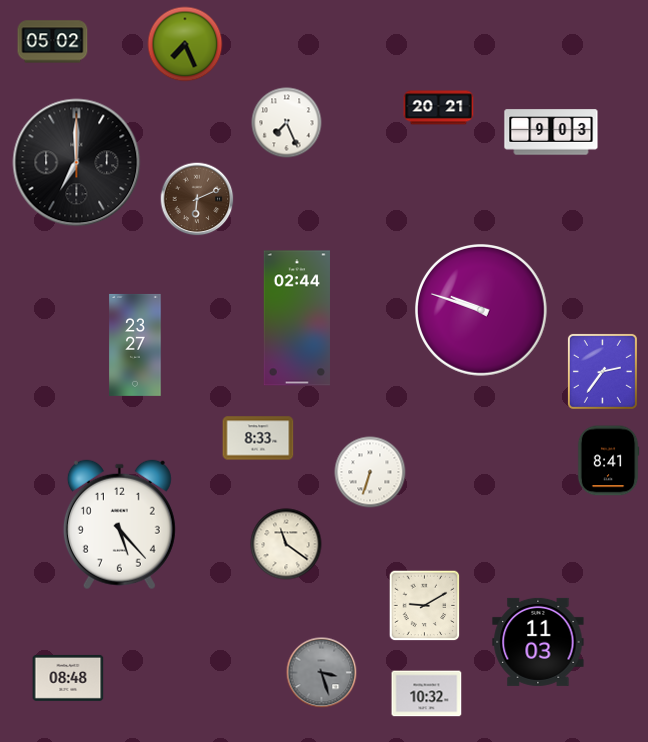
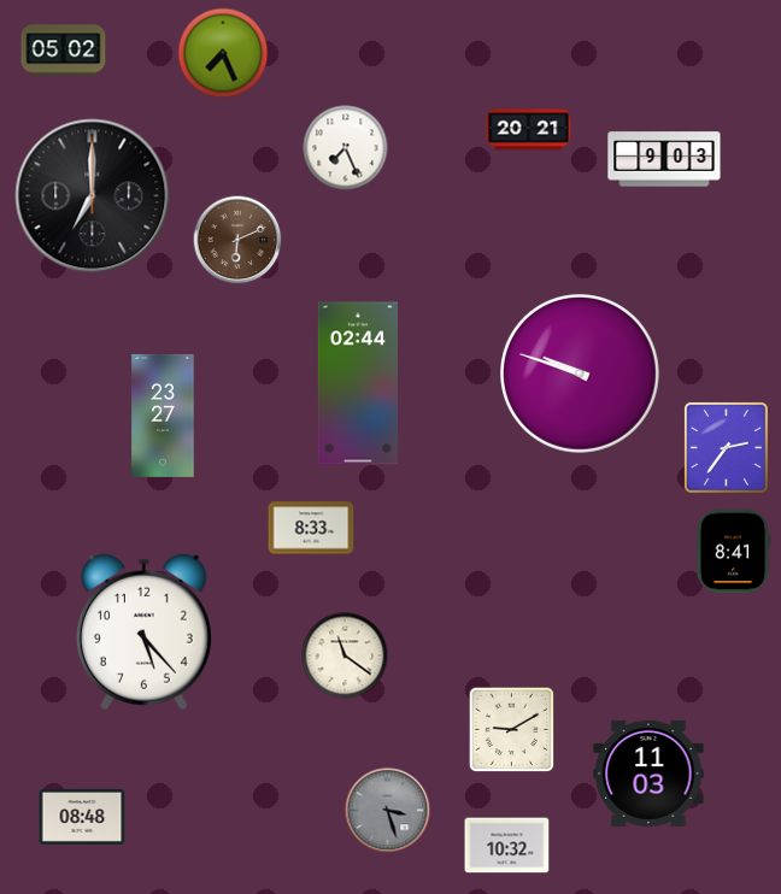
clock at (608, 461) position: (608, 461) -> (733, 552)
clock at (370, 472): 6:33 -> none
clock at (427, 694) position: (427, 694) -> (507, 846)
